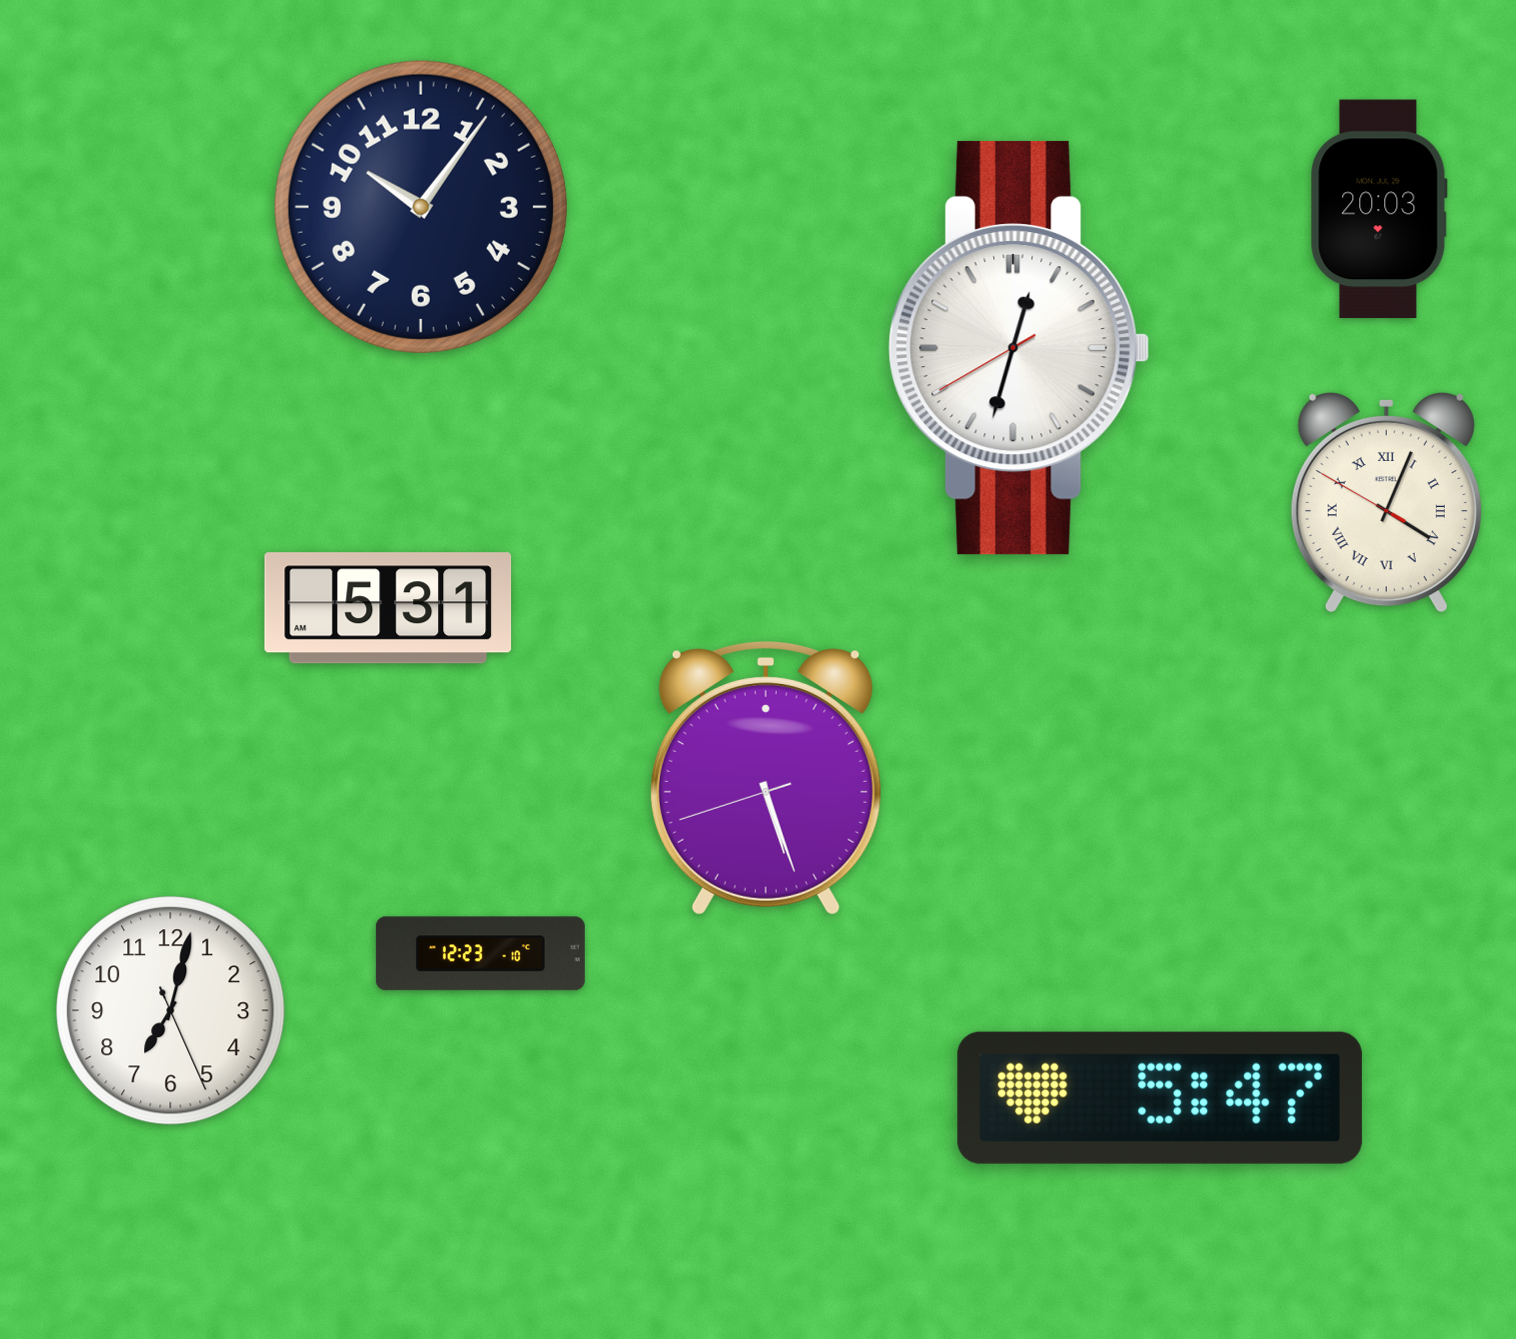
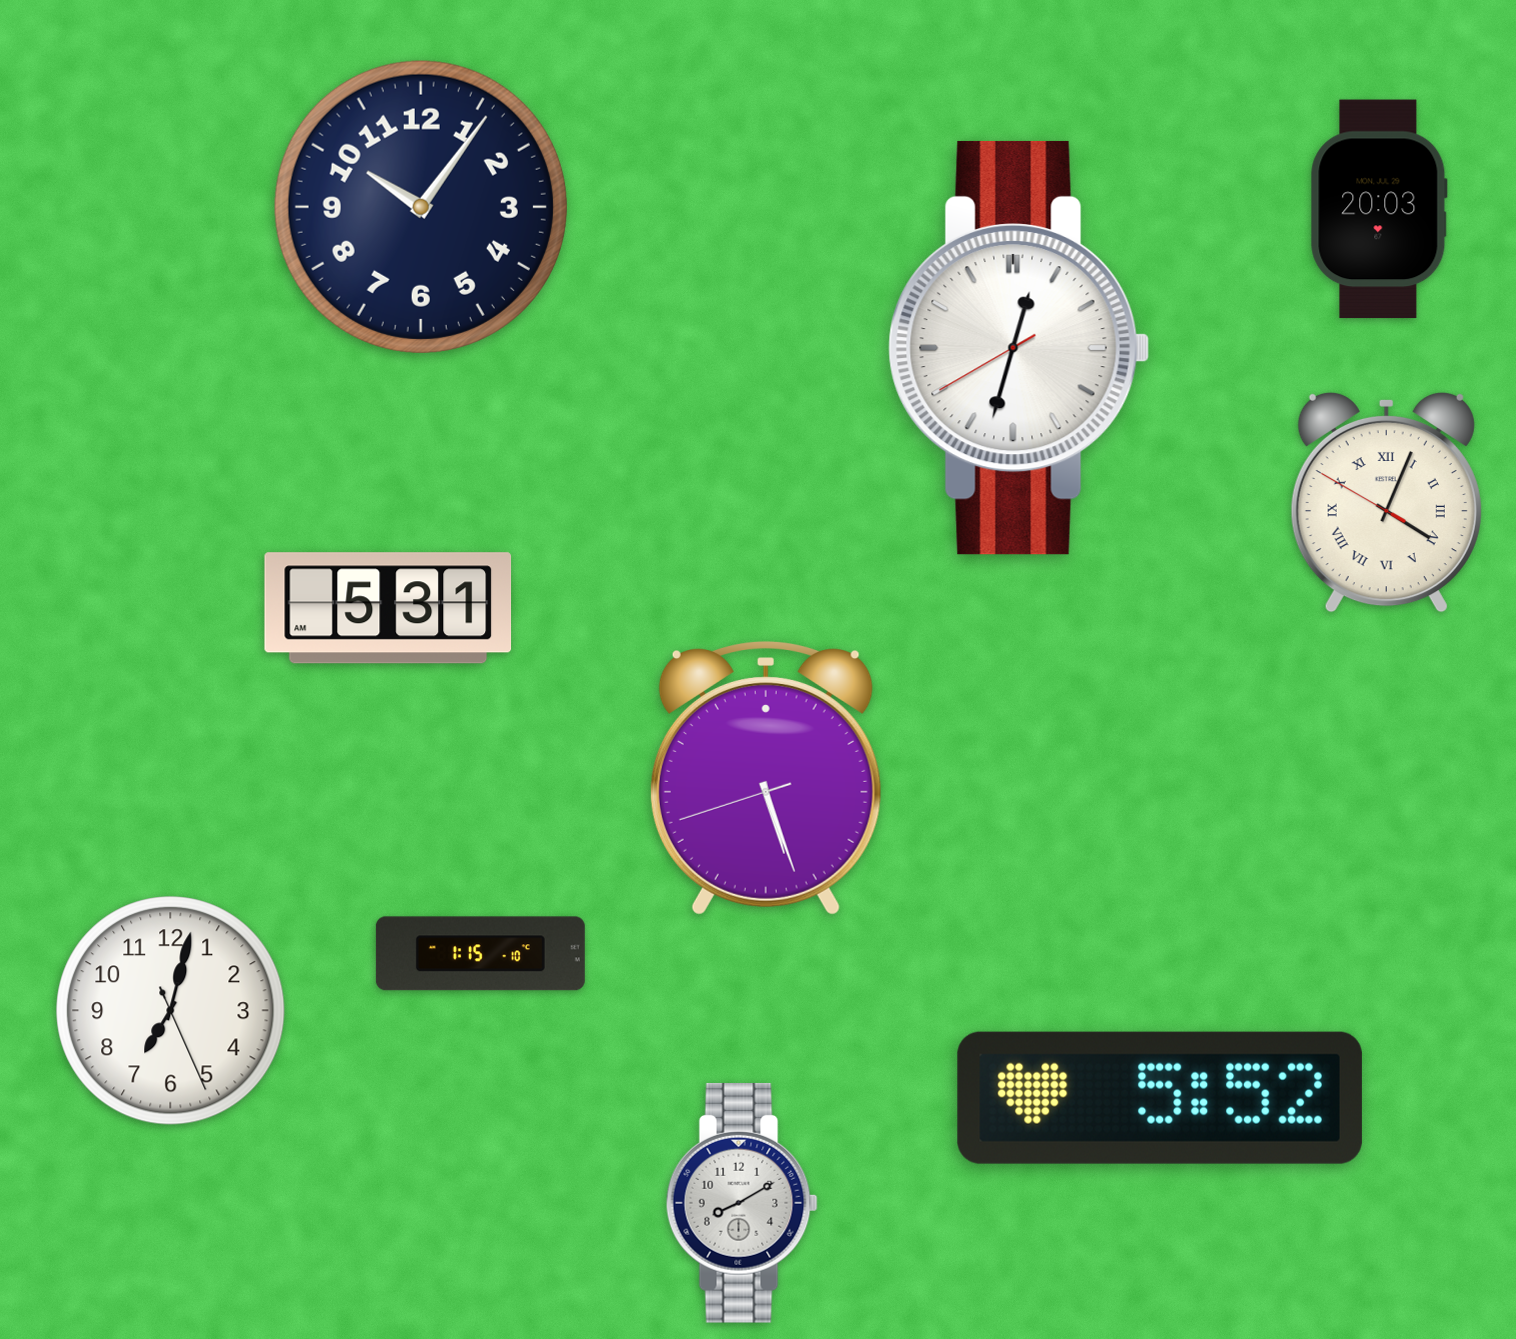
clock at (480, 954): 12:23 -> 1:15
clock at (1160, 1098): 5:47 -> 5:52
clock at (742, 1203): none -> 8:10
